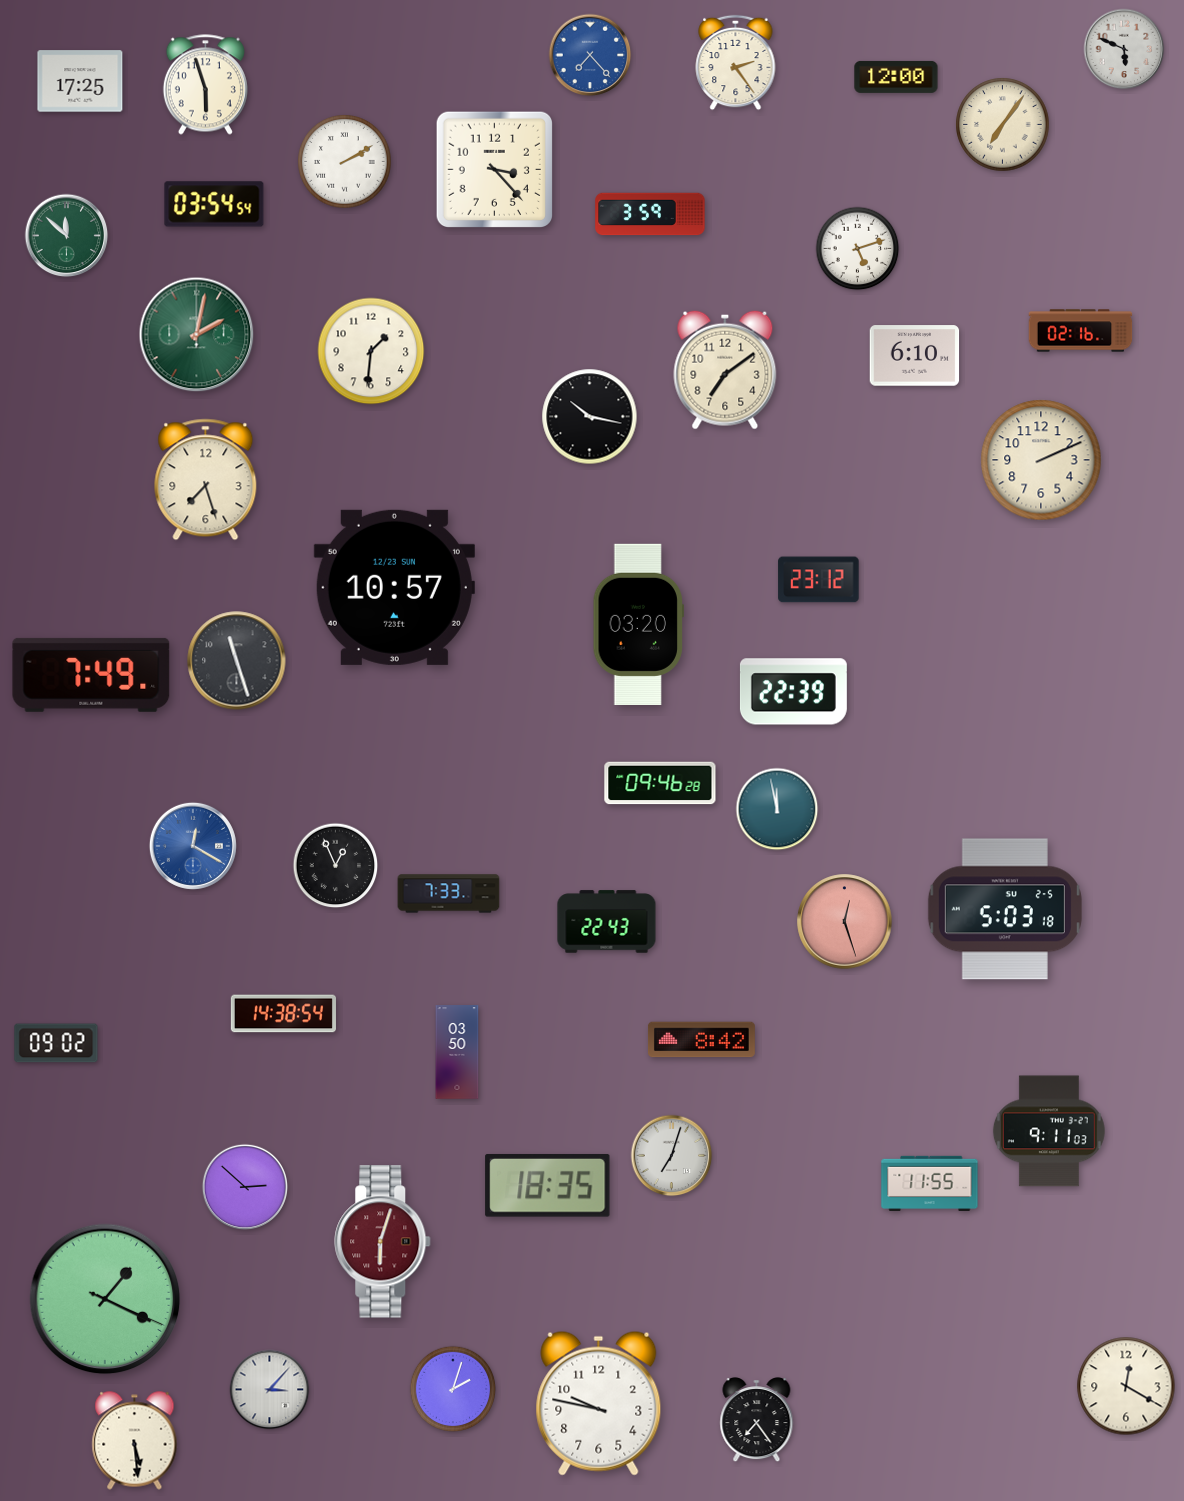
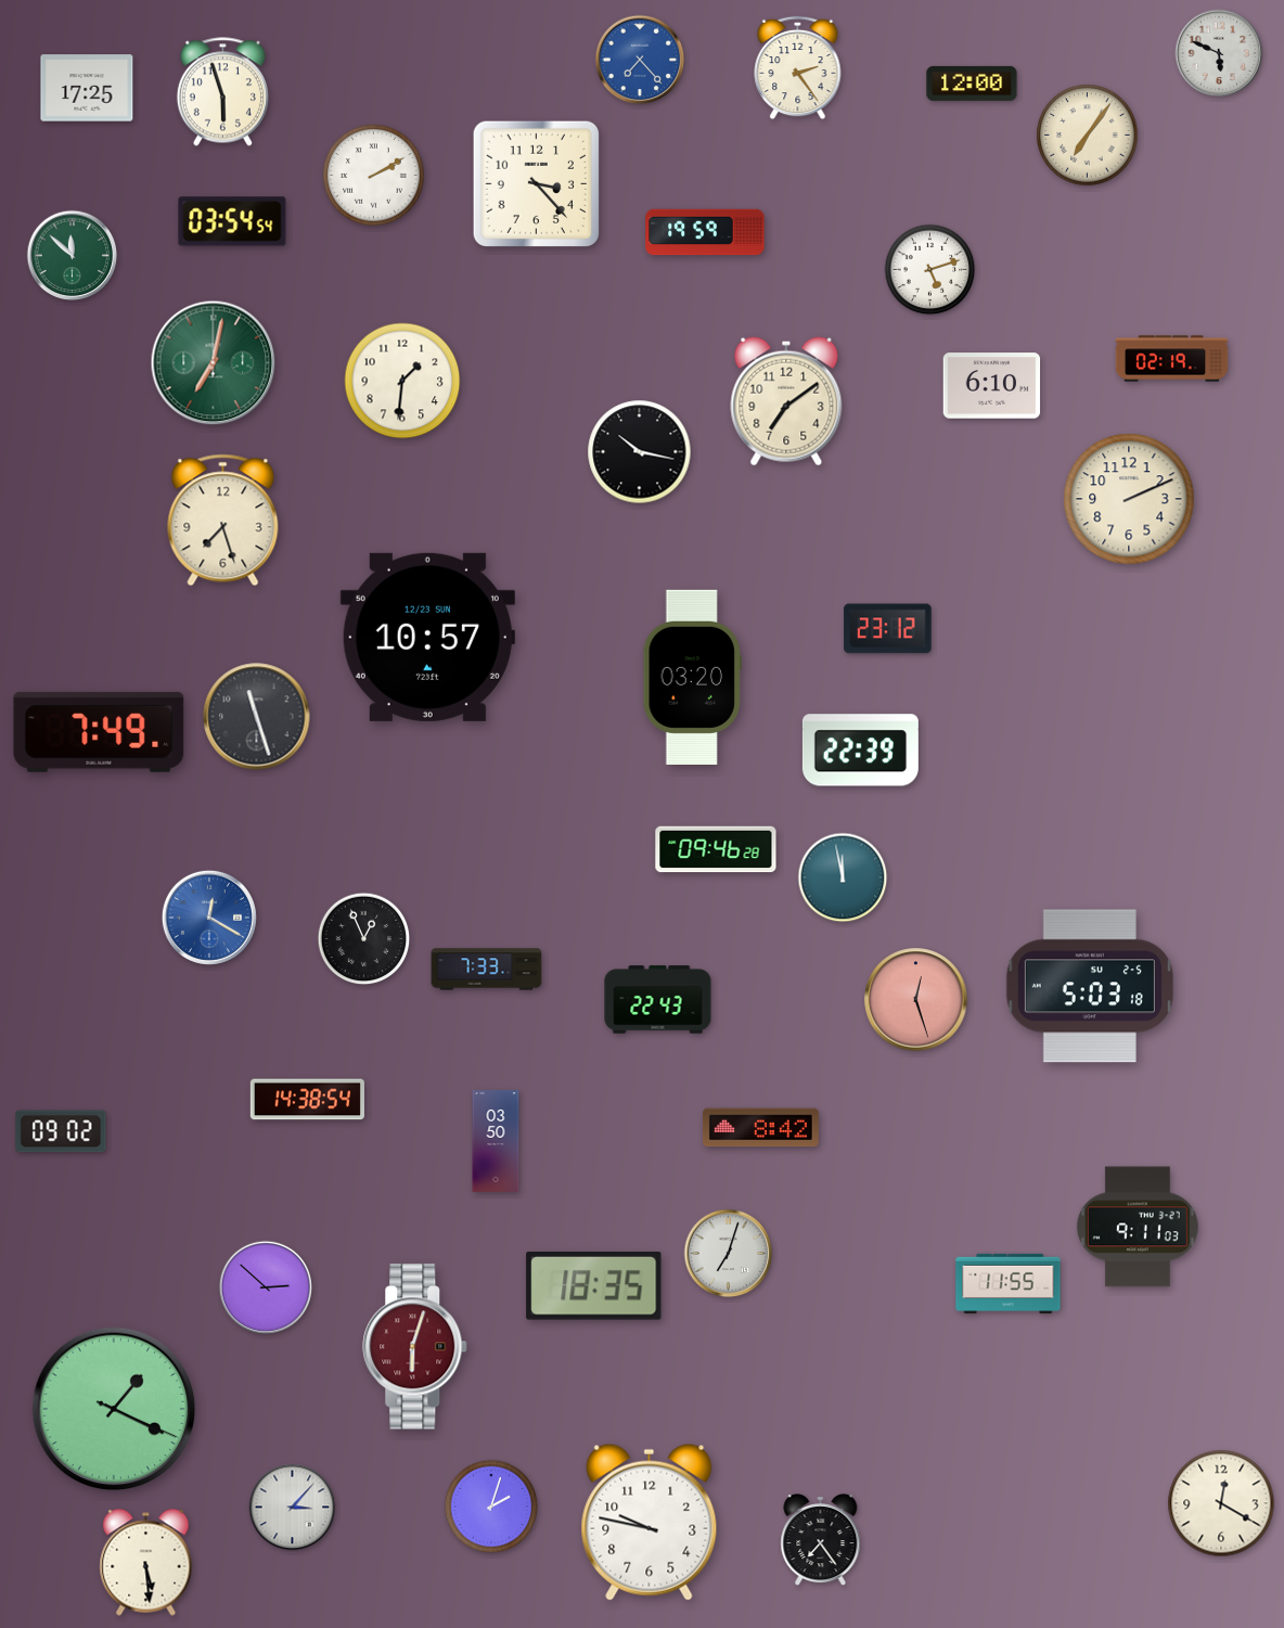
clock at (650, 214): 3:59 -> 19:59
clock at (1081, 331): 02:16 -> 02:19
clock at (197, 335): 2:02 -> 7:02
